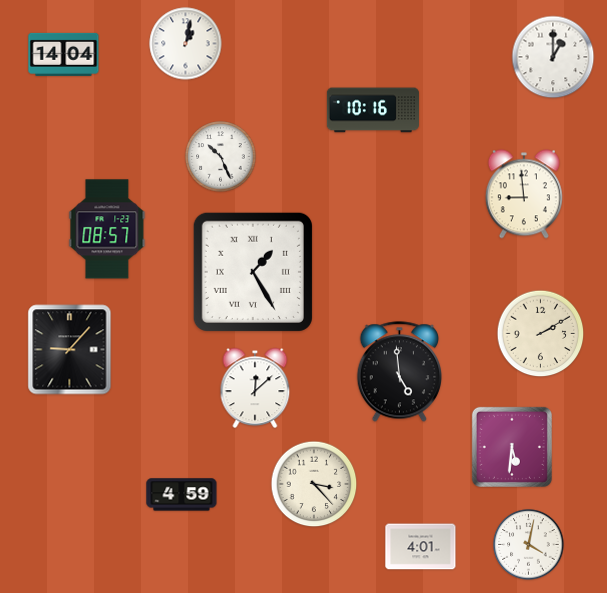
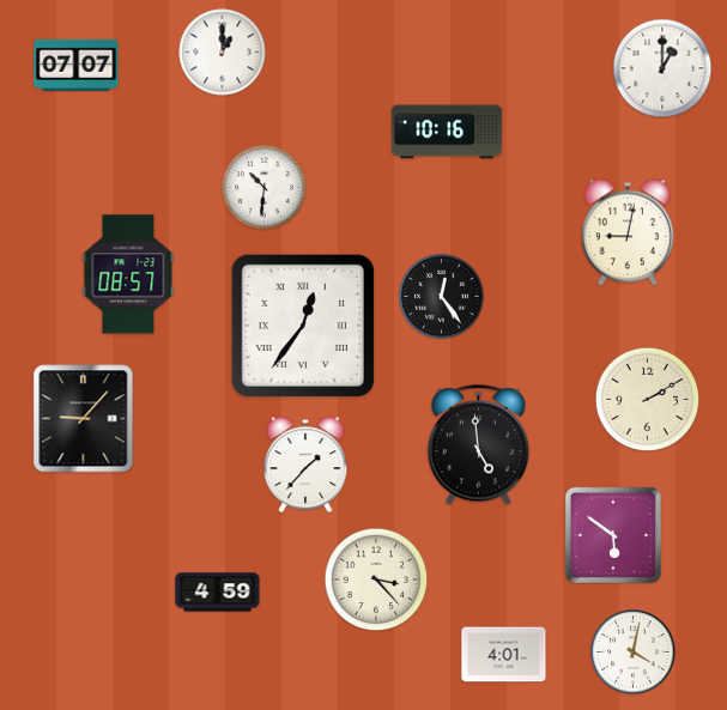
clock at (186, 44): 1:02 -> 1:00
clock at (64, 54): 14:04 -> 07:07
clock at (221, 157): 10:26 -> 10:31
clock at (524, 194): 8:59 -> 9:02
clock at (442, 297): none -> 12:24
clock at (253, 272): 1:25 -> 12:36
clock at (255, 388): 12:08 -> 1:37
clock at (512, 447): 5:31 -> 5:51
